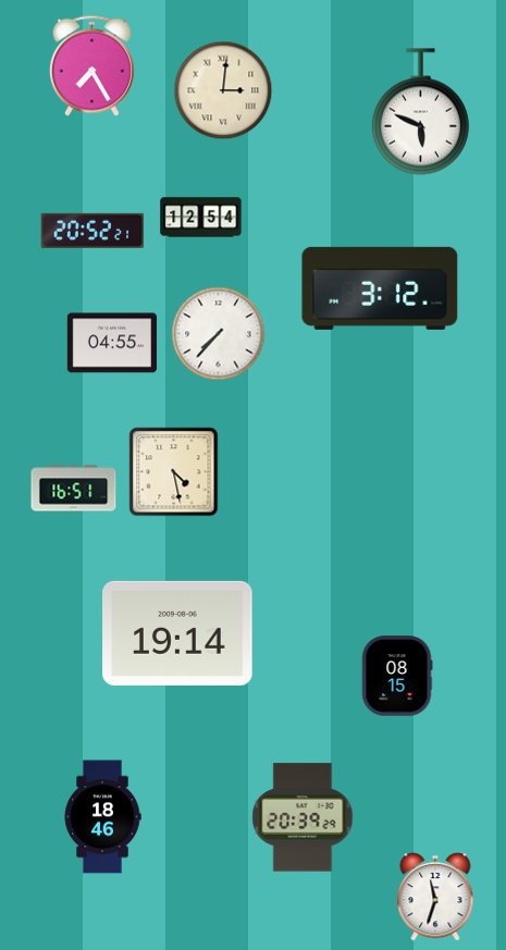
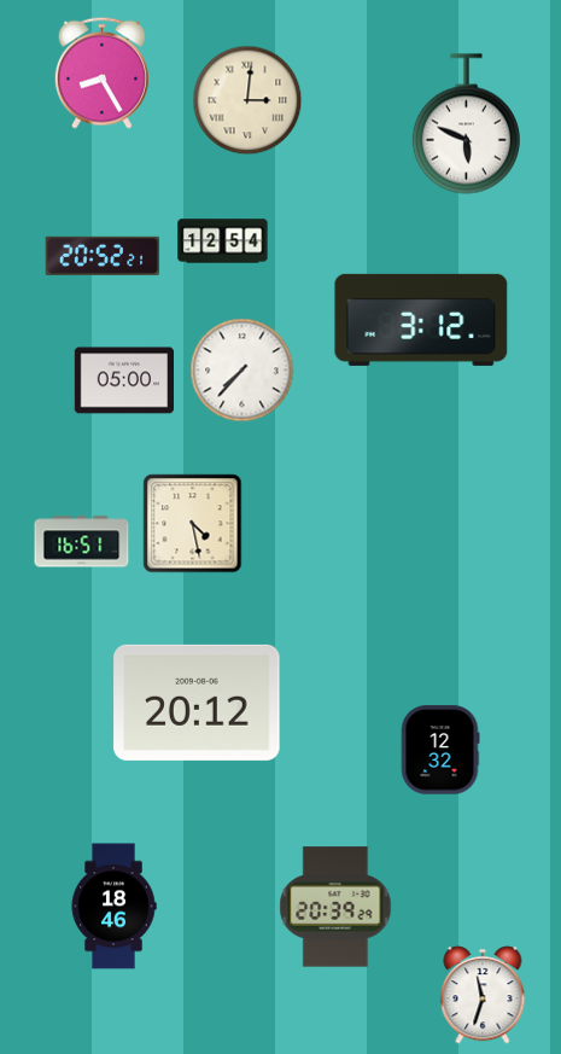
clock at (91, 65): 7:25 -> 8:25
clock at (111, 343): 04:55 -> 05:00
clock at (177, 633): 19:14 -> 20:12
clock at (397, 676): 08:15 -> 12:32
